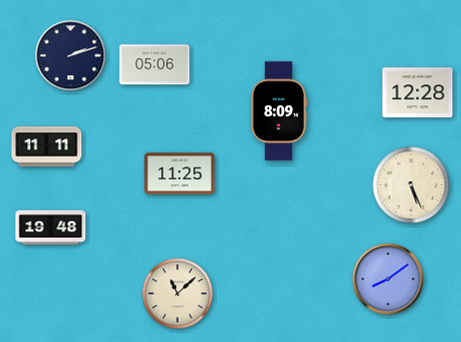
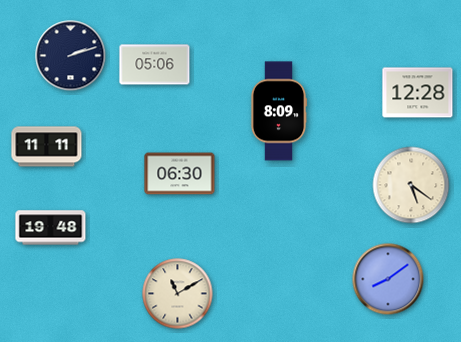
clock at (180, 174): 11:25 -> 06:30
clock at (411, 185): 5:26 -> 5:21
clock at (178, 294): 11:08 -> 11:10
